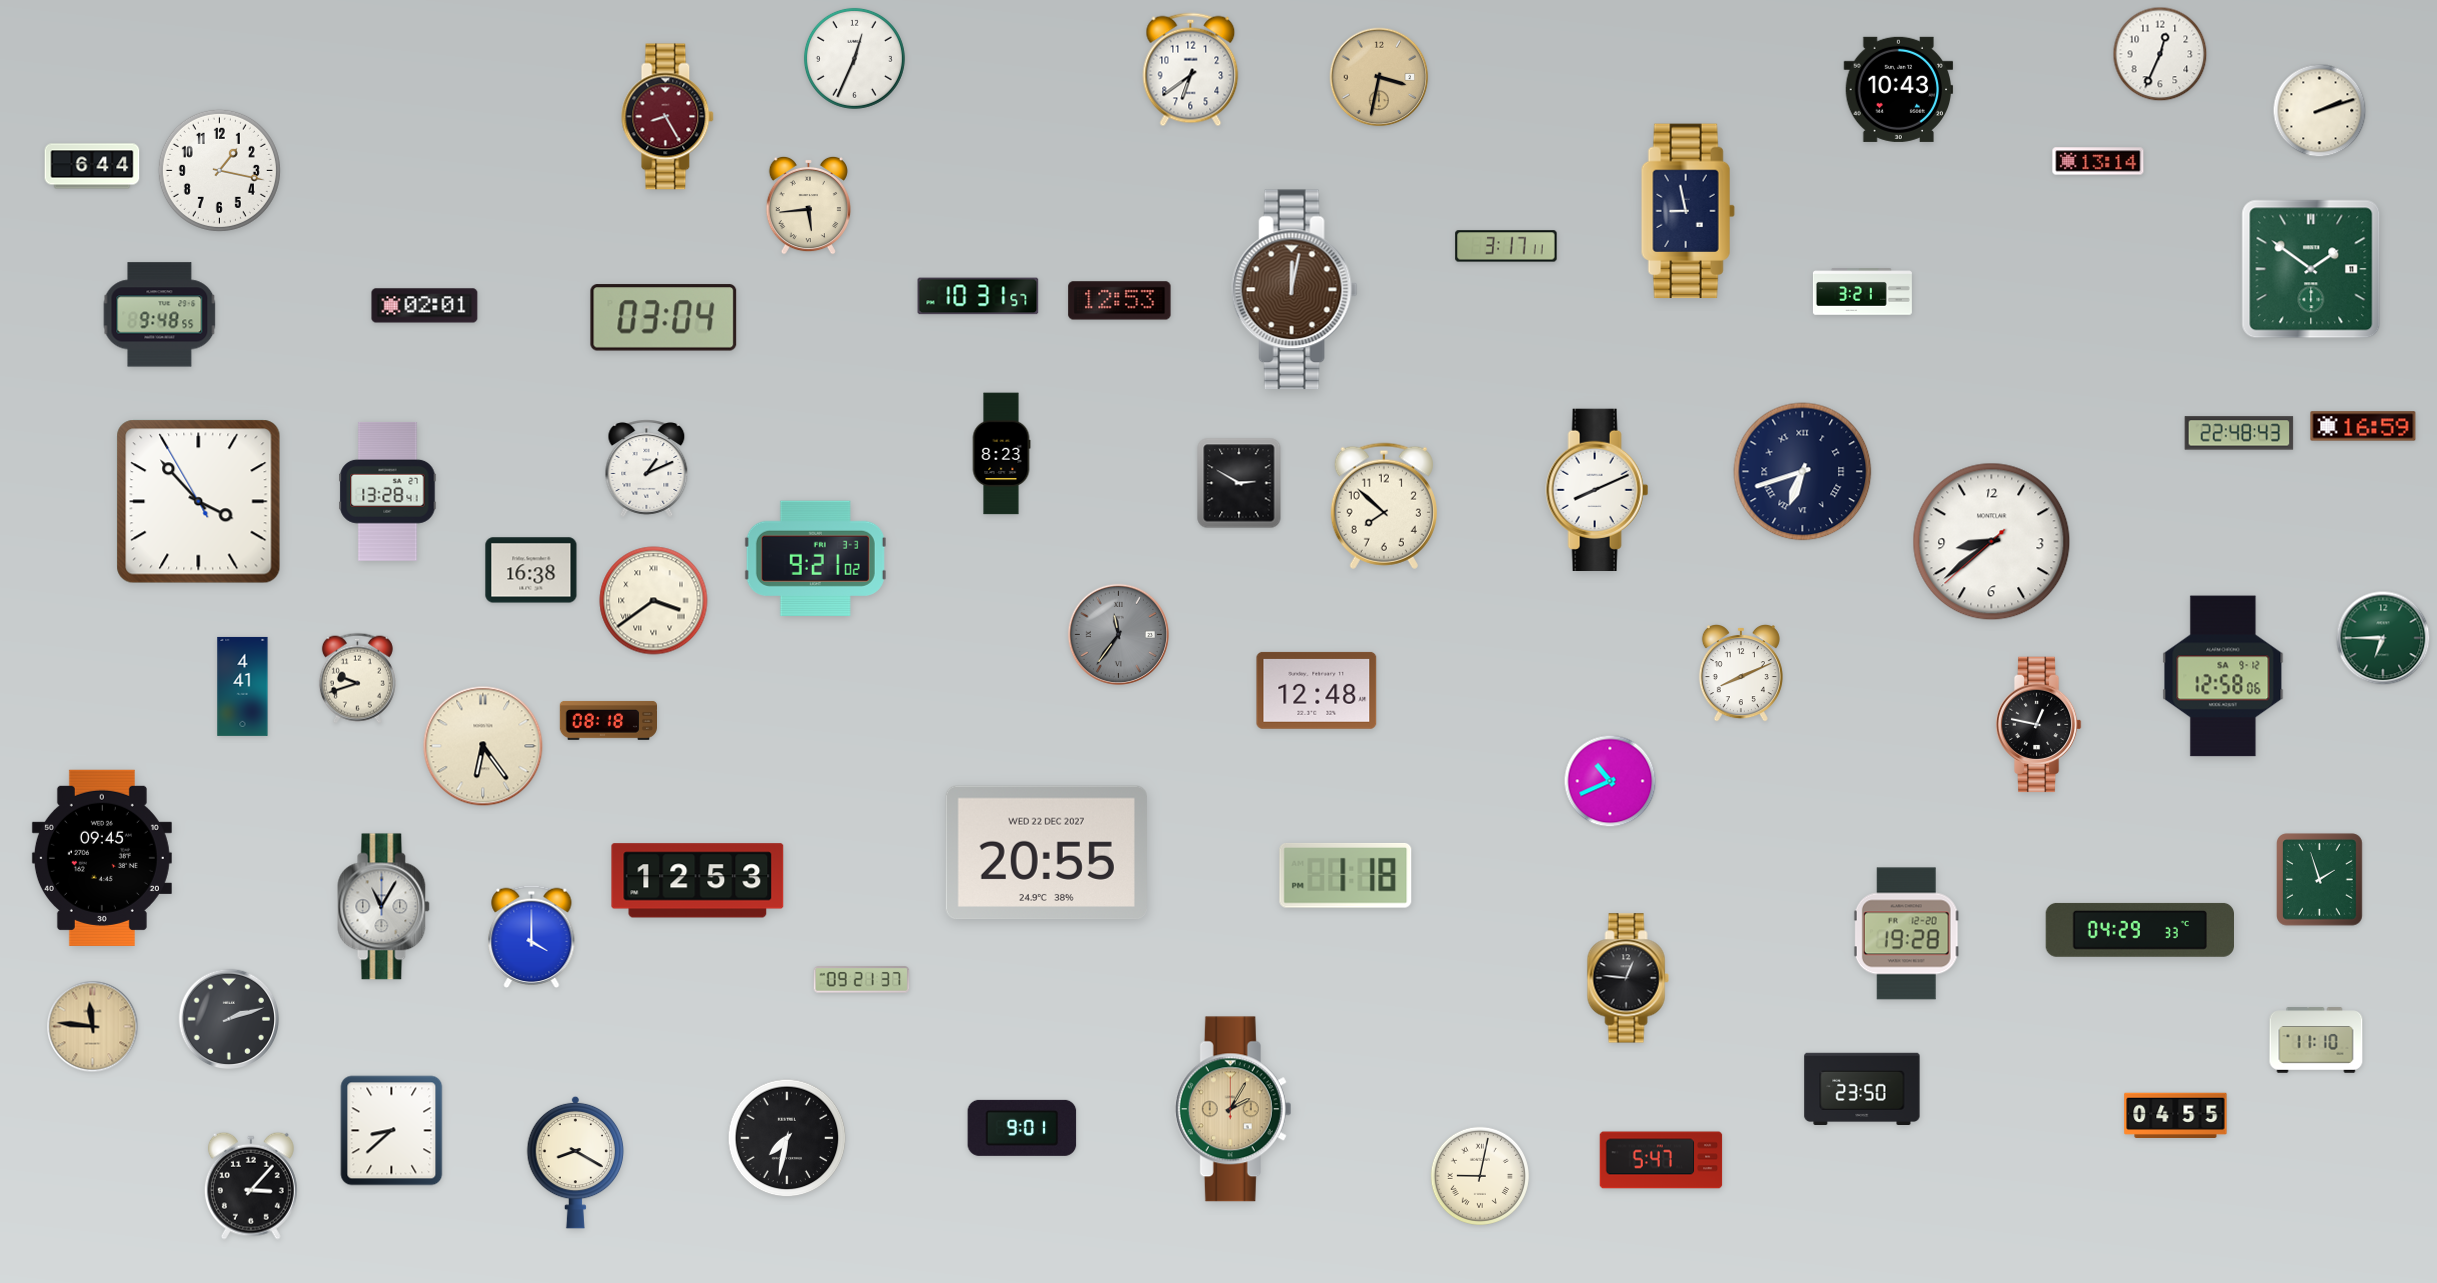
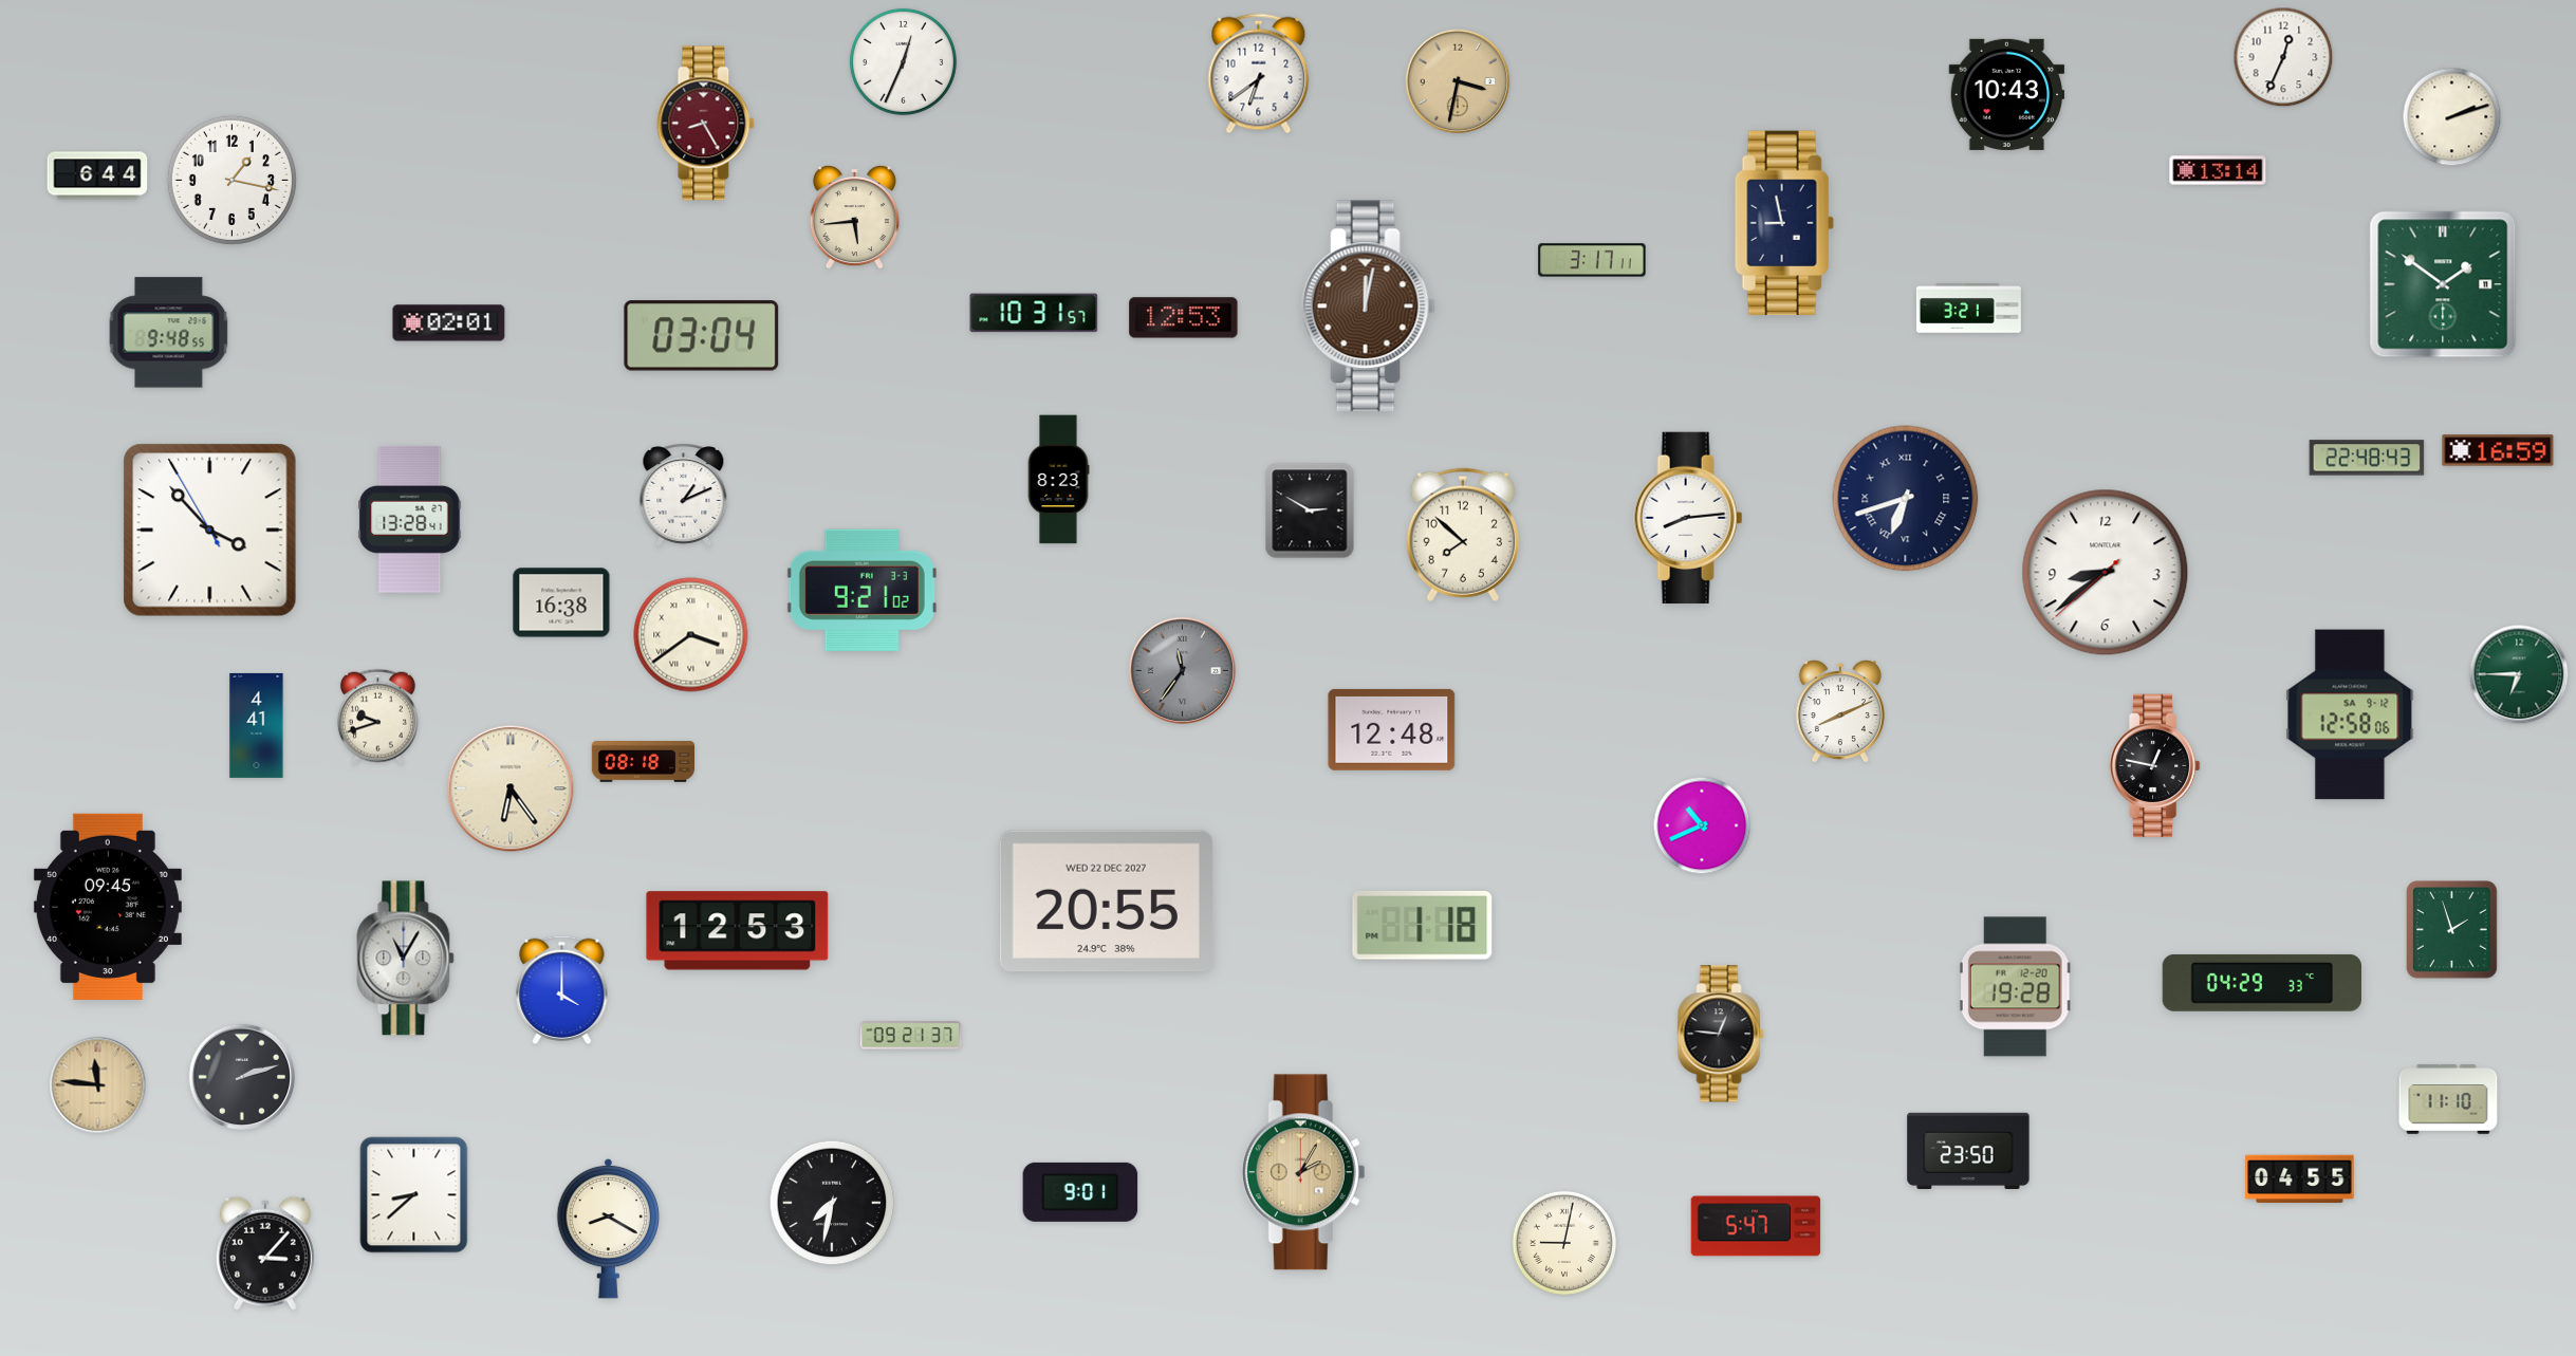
clock at (1597, 489): 8:11 -> 8:14
